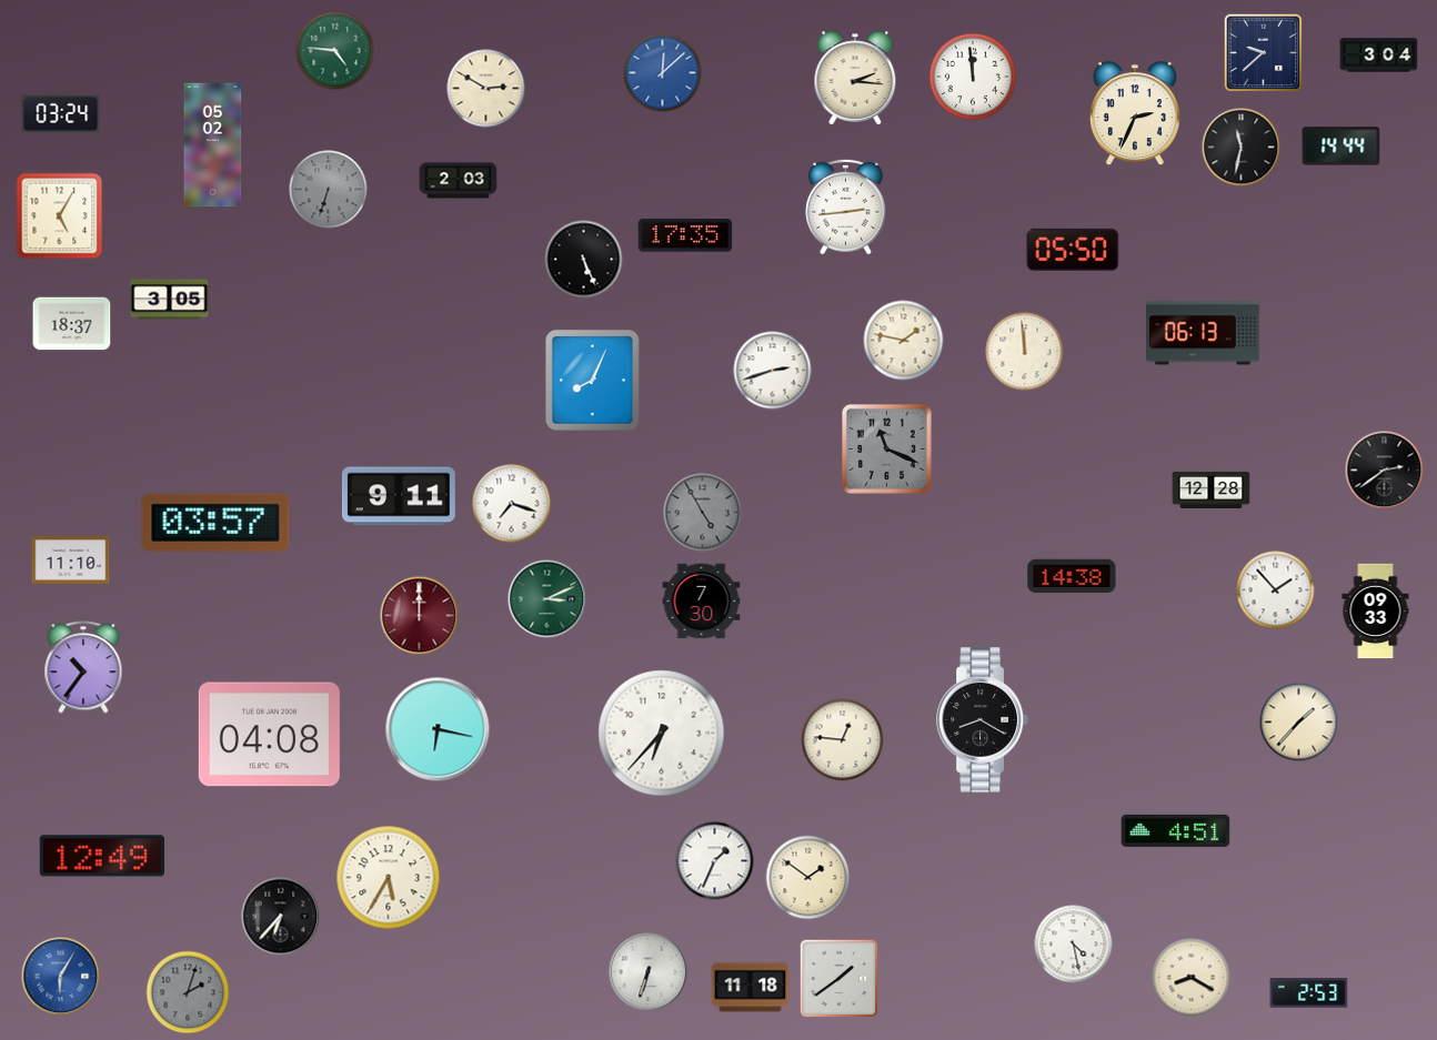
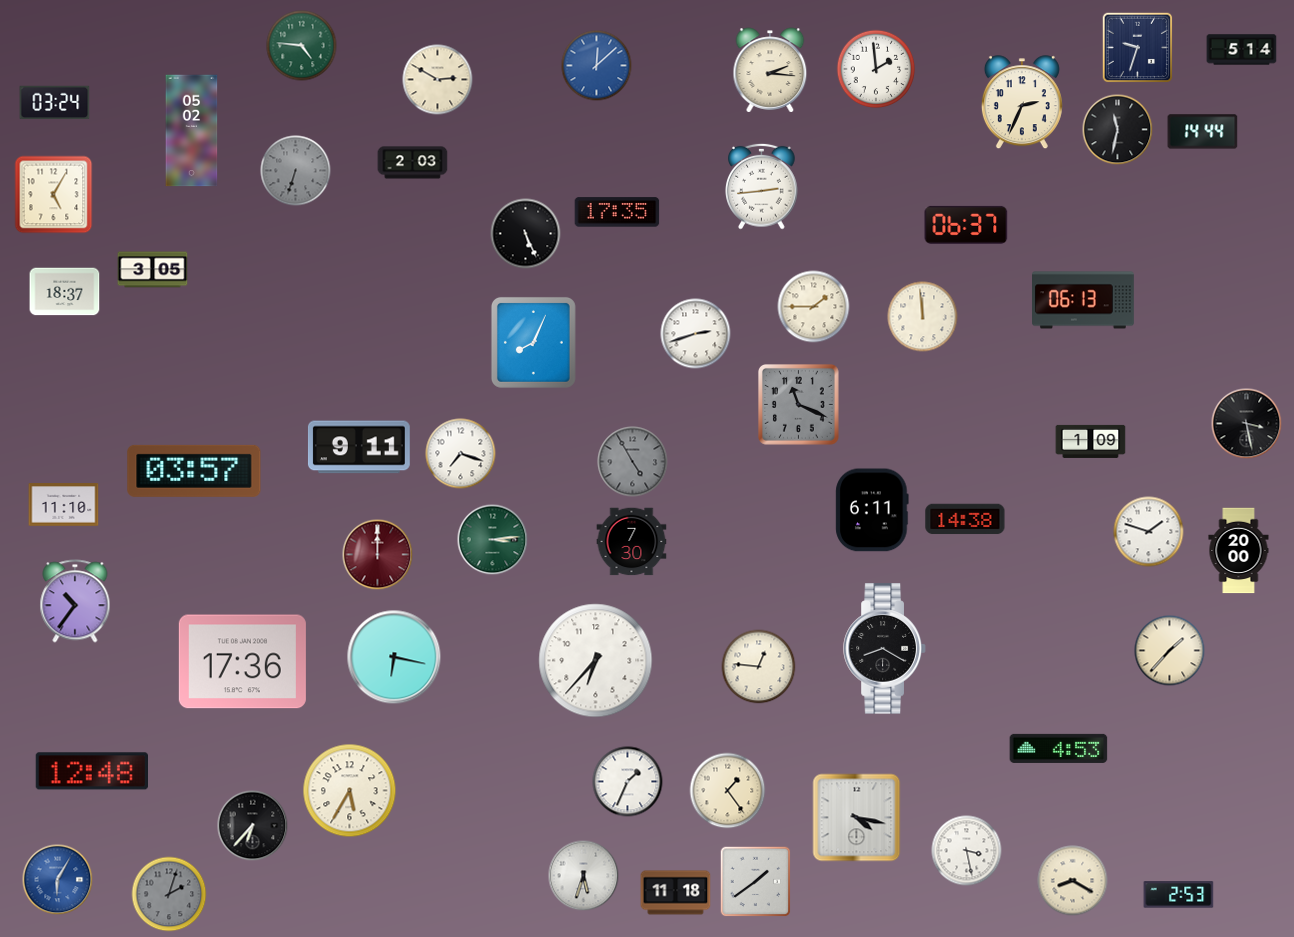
clock at (1264, 53): 9:38 -> 9:33
clock at (1379, 55): 3:04 -> 5:14
clock at (973, 77): 11:59 -> 1:59
clock at (1341, 147) position: (1341, 147) -> (1203, 132)
clock at (1242, 148) position: (1242, 148) -> (1118, 130)
clock at (1073, 250): 05:50 -> 06:37
clock at (904, 341): 1:47 -> 1:45
clock at (1385, 471): 2:39 -> 3:28
clock at (1212, 489): 12:28 -> 1:09
clock at (872, 510): none -> 6:11
clock at (1276, 590): 1:53 -> 1:48
clock at (547, 599): 3:11 -> 3:14
clock at (1376, 612): 09:33 -> 20:00
clock at (269, 735): 04:08 -> 17:36
clock at (1176, 830): 4:51 -> 4:53
clock at (101, 856): 12:49 -> 12:48
clock at (715, 861) position: (715, 861) -> (628, 782)
clock at (808, 878): 1:51 -> 1:24
clock at (857, 818): none -> 4:17
clock at (1074, 945): 4:28 -> 3:28
clock at (649, 972): 6:33 -> 5:33
clock at (61, 977) position: (61, 977) -> (58, 880)
clock at (751, 988) position: (751, 988) -> (676, 893)
